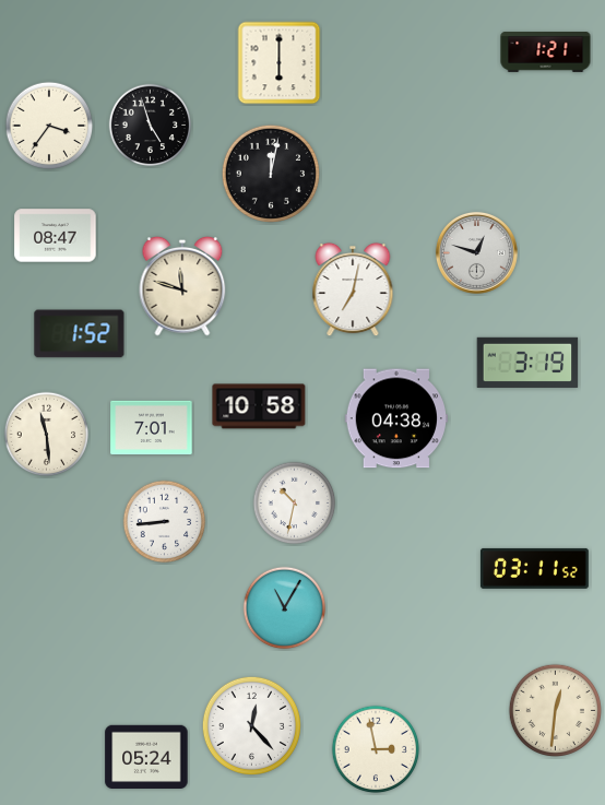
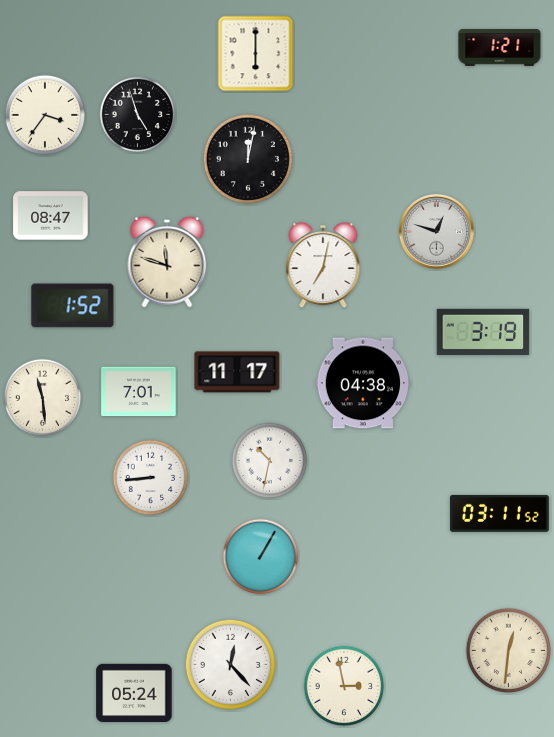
clock at (280, 63) position: (280, 63) -> (256, 54)
clock at (259, 406): 10:58 -> 11:17
clock at (534, 568) position: (534, 568) -> (499, 513)
clock at (285, 608): 11:05 -> 1:05
